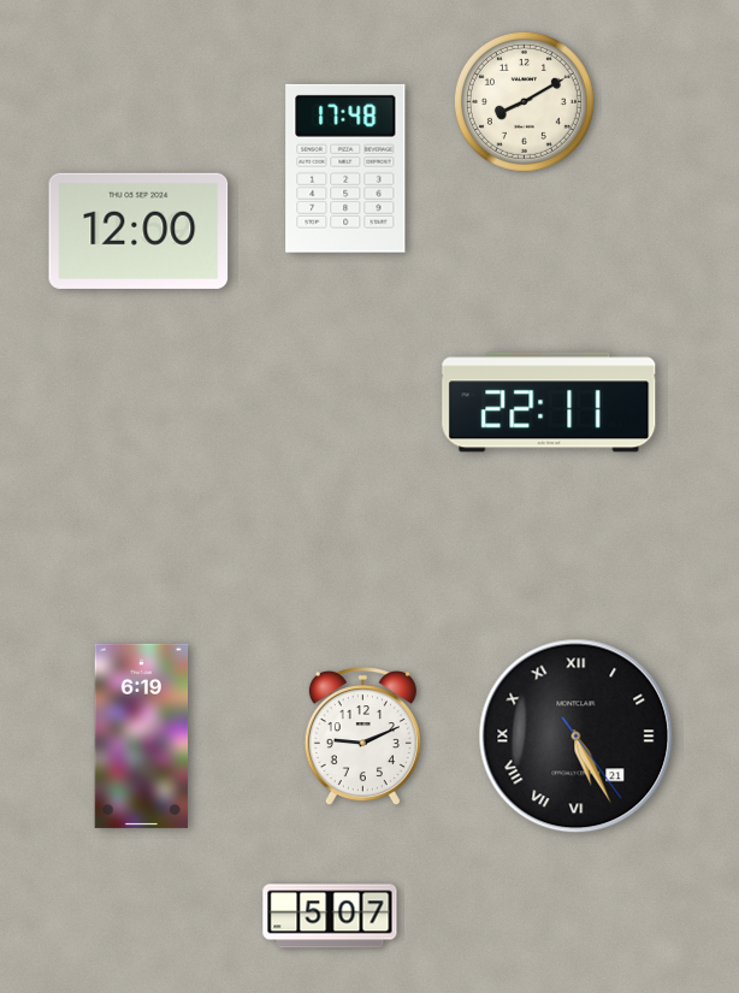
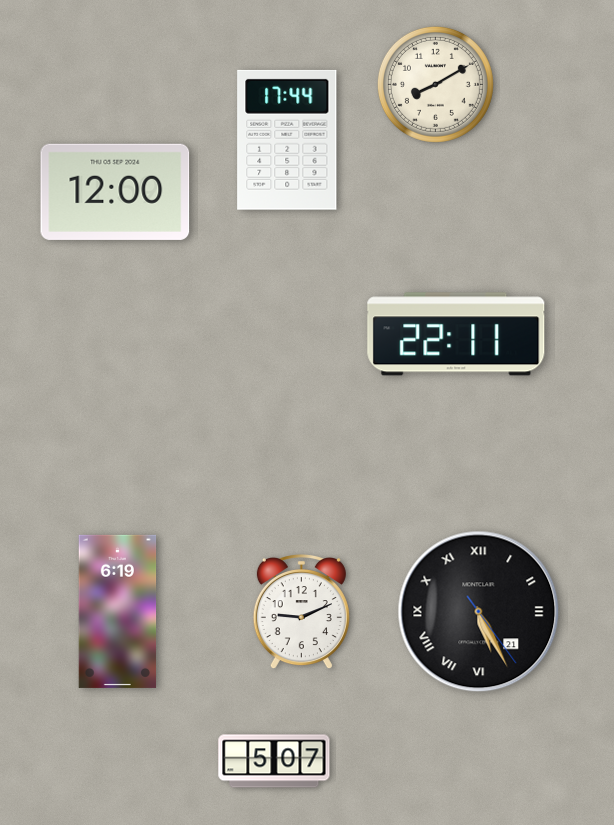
clock at (345, 169): 17:48 -> 17:44
